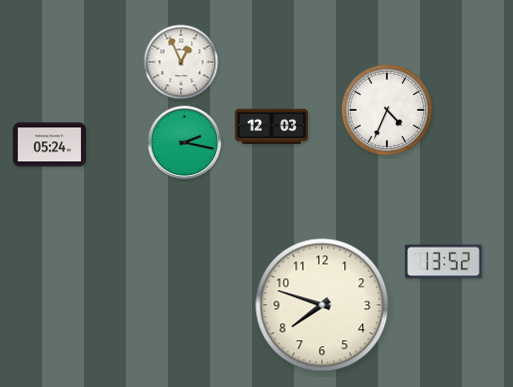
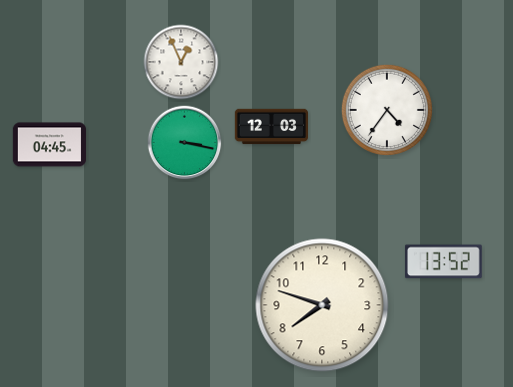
clock at (387, 110): 4:34 -> 4:36
clock at (185, 143): 2:17 -> 3:17
clock at (49, 145): 05:24 -> 04:45
